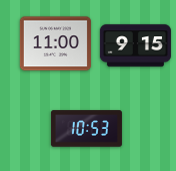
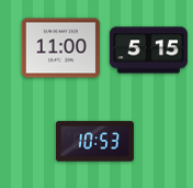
clock at (135, 46): 9:15 -> 5:15
